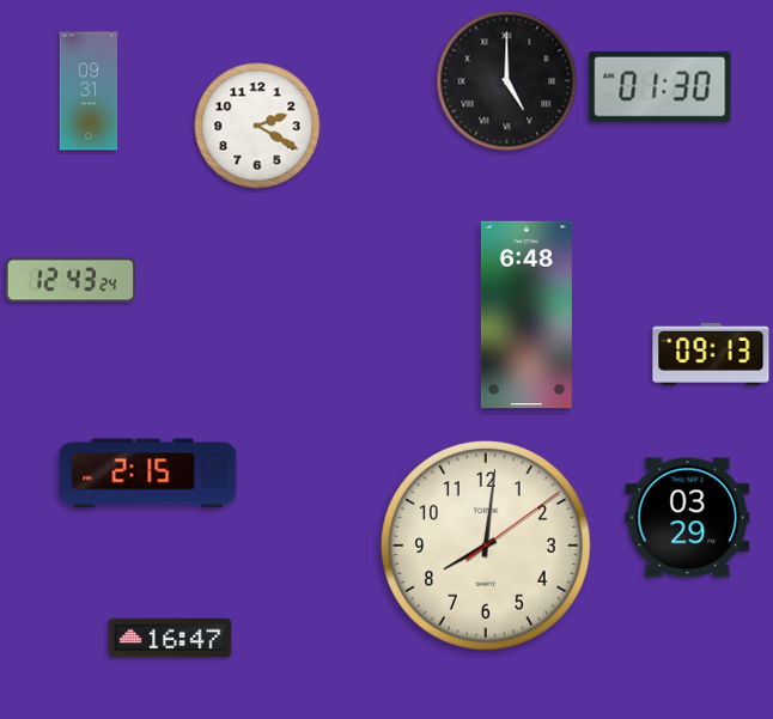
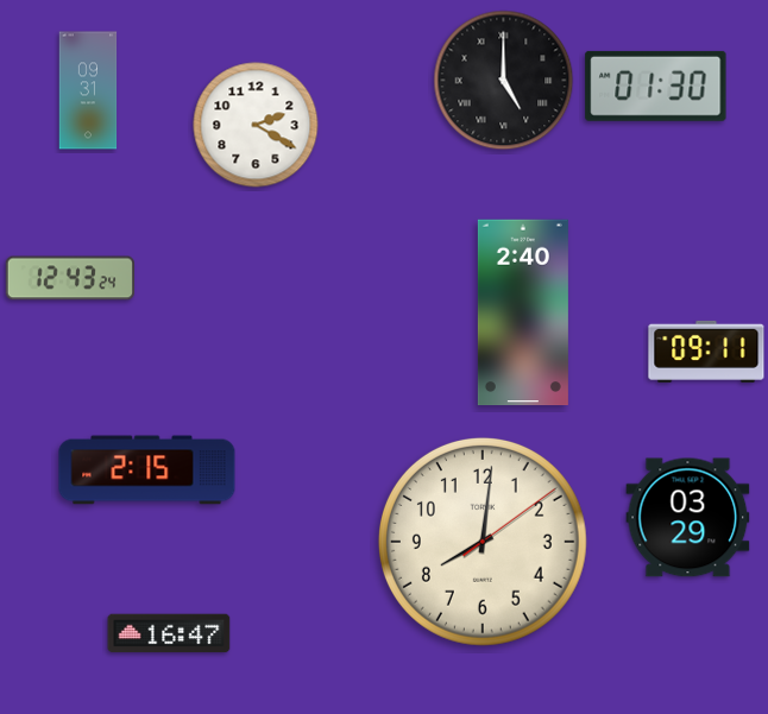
clock at (527, 315): 6:48 -> 2:40
clock at (711, 354): 09:13 -> 09:11
clock at (688, 518) position: (688, 518) -> (688, 518)
